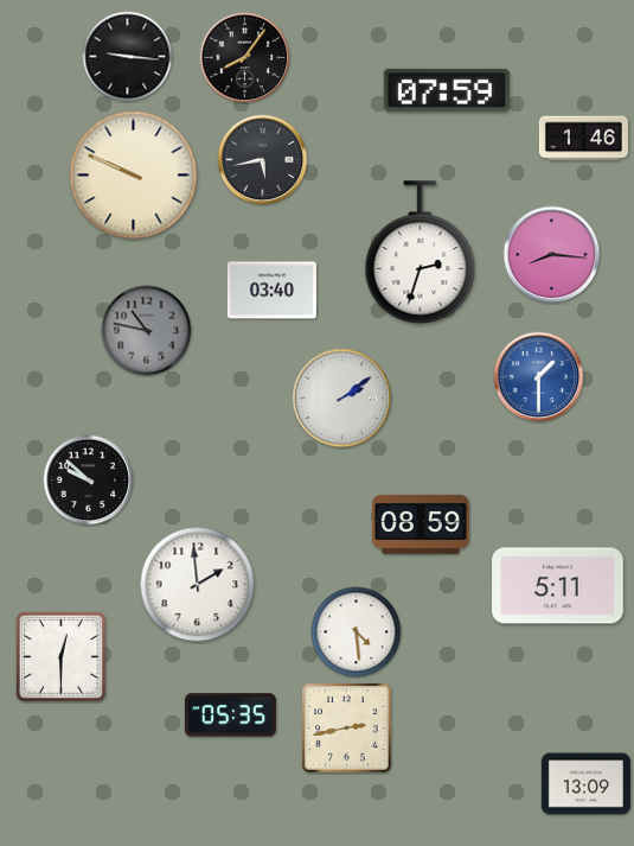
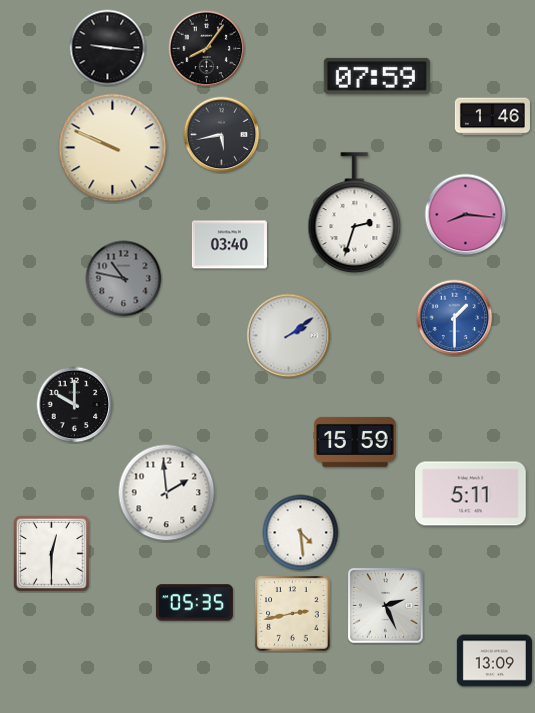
clock at (89, 481): 9:52 -> 10:00
clock at (421, 524): 08:59 -> 15:59
clock at (386, 606): none -> 2:26
